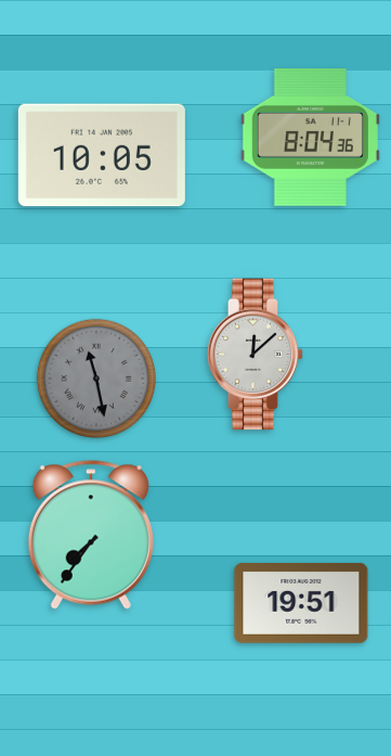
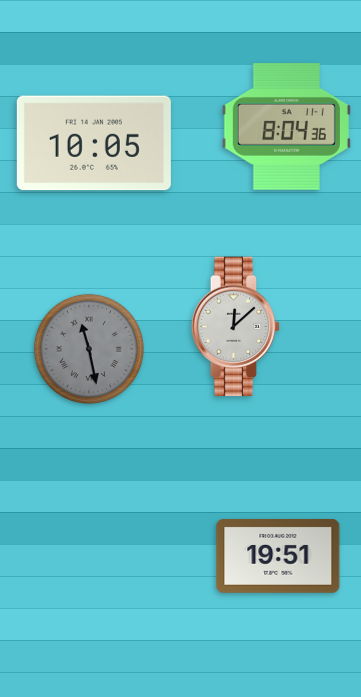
clock at (91, 535): 7:36 -> none
